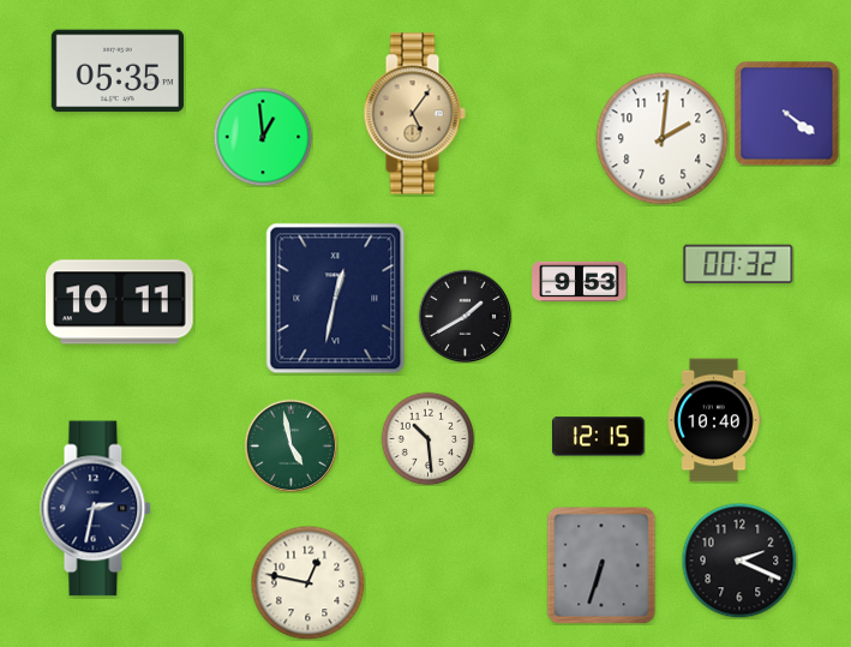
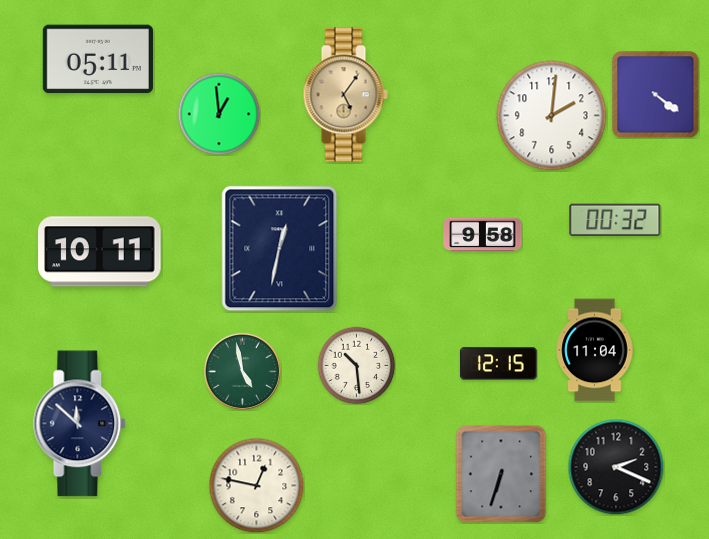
clock at (118, 71): 05:35 -> 05:11
clock at (580, 282): 9:53 -> 9:58
clock at (465, 316): 1:40 -> none
clock at (714, 420): 10:40 -> 11:04
clock at (96, 509): 2:32 -> 11:52
clock at (601, 565) position: (601, 565) -> (501, 474)
